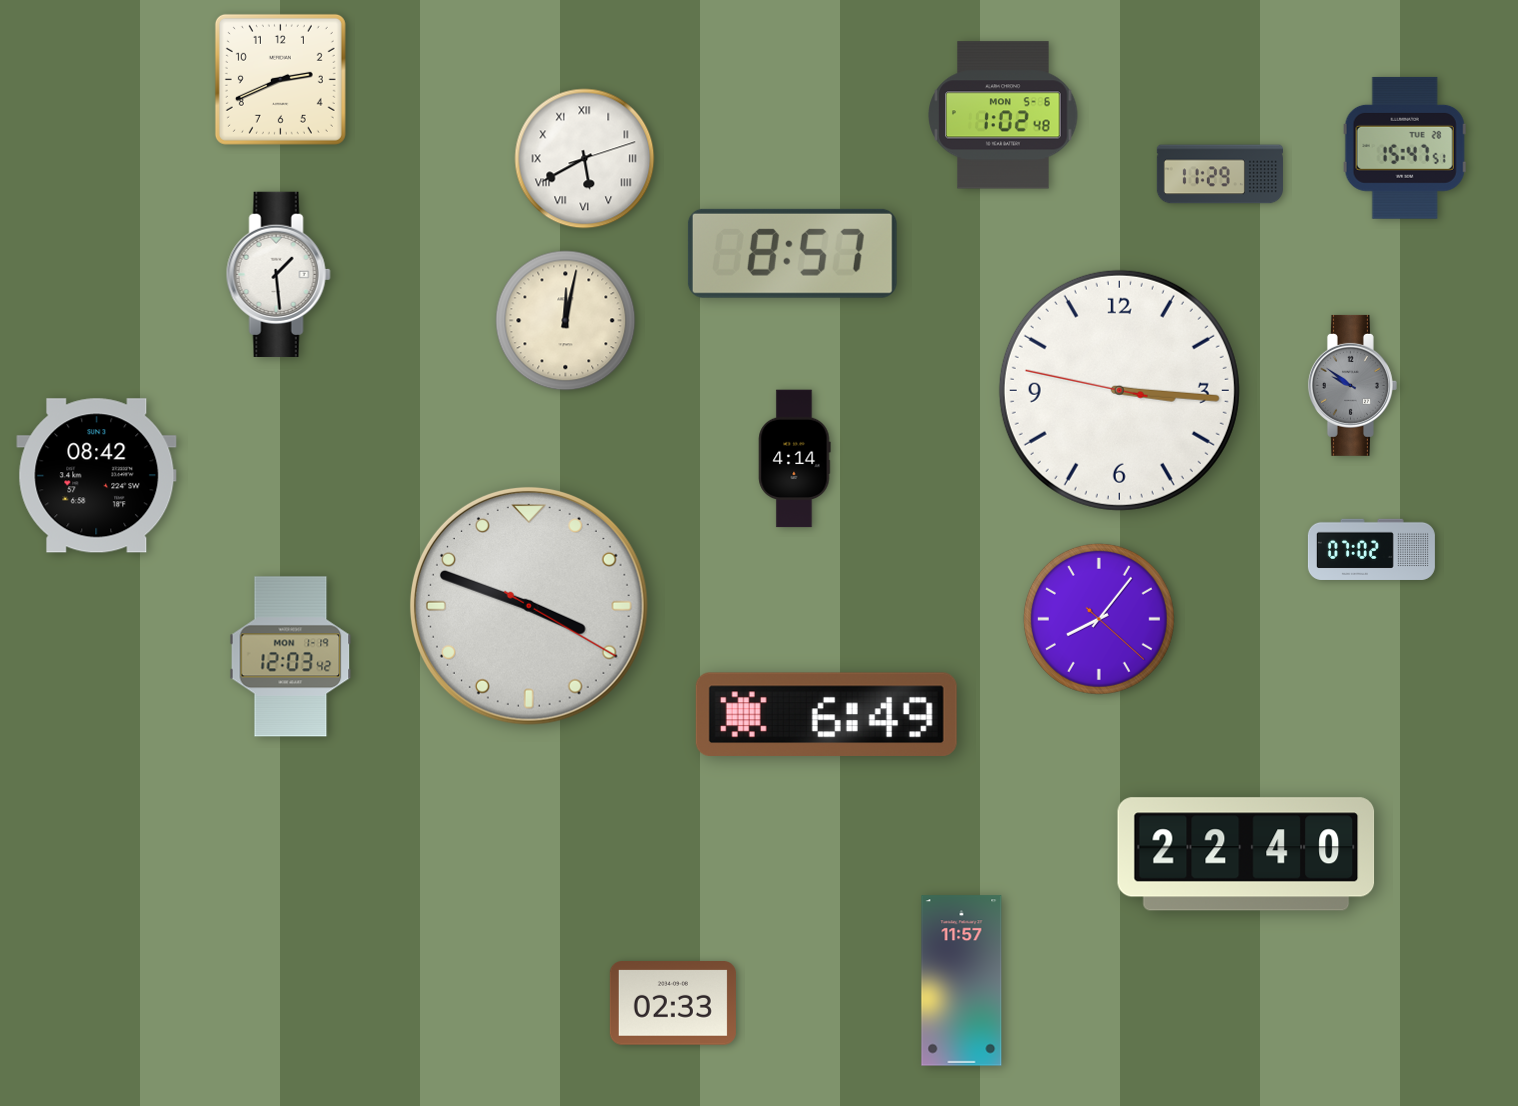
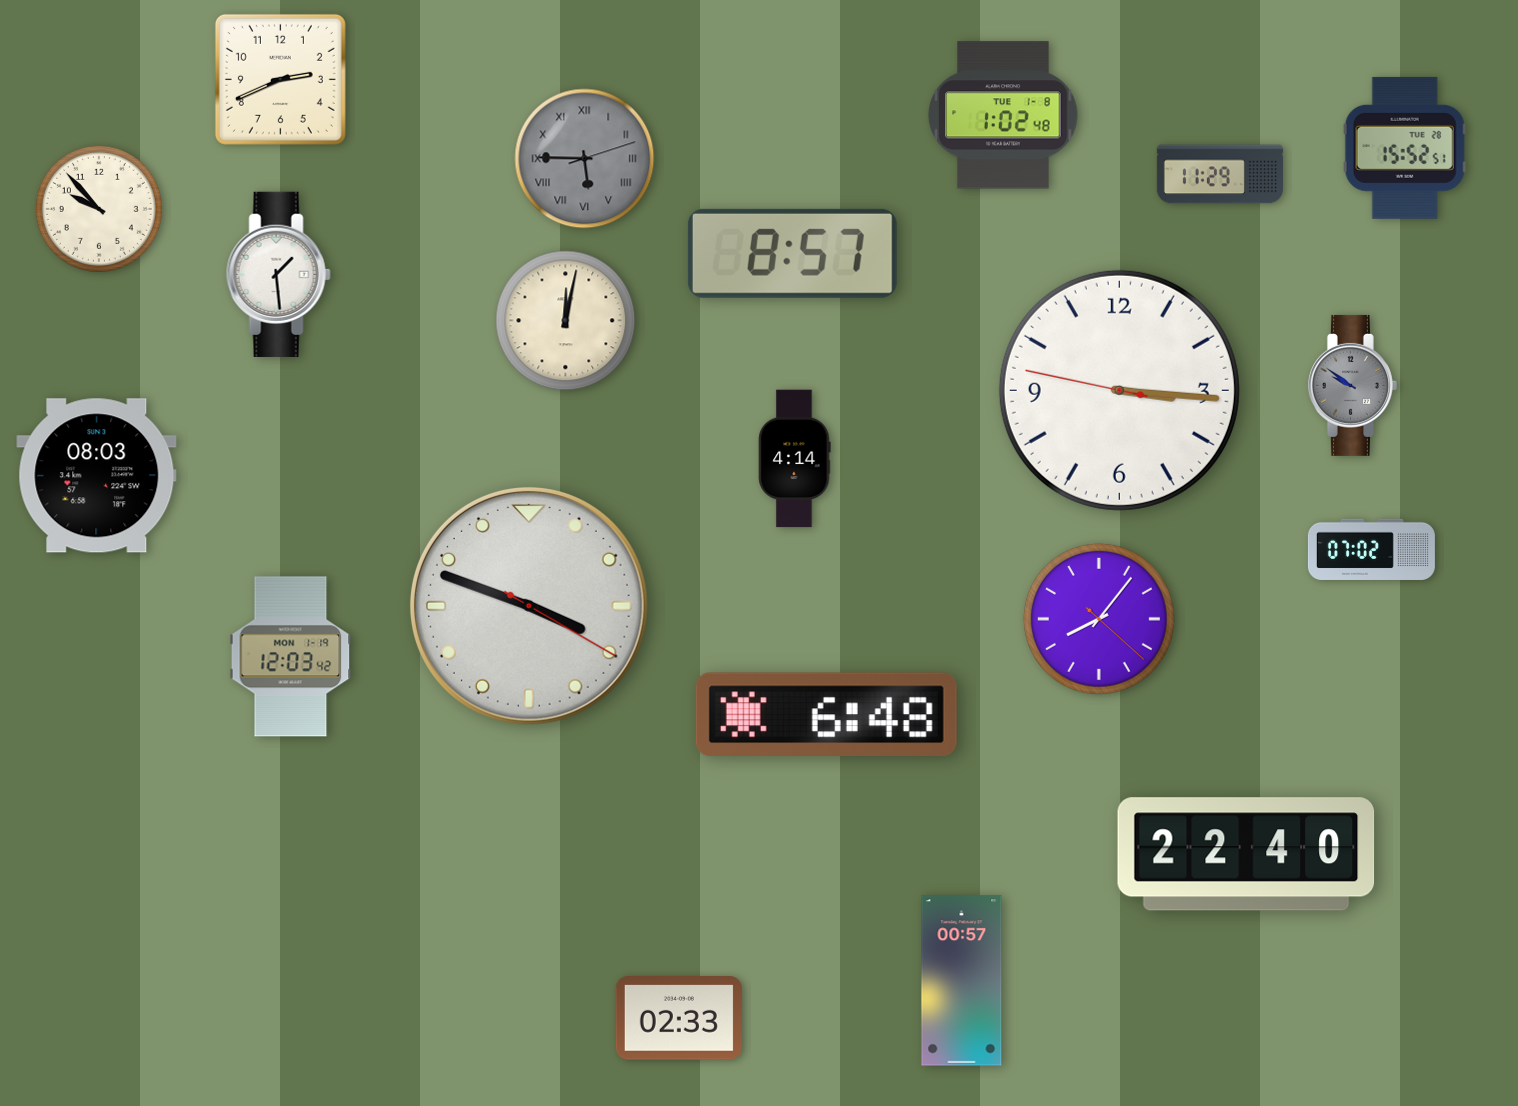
clock at (1003, 115) date: MON 5-6 -> TUE 1-8
clock at (1405, 148): 15:47 -> 15:52
clock at (585, 159): 5:40 -> 5:45
clock at (585, 159) dial: white -> grey
clock at (99, 209): none -> 9:53
clock at (97, 476): 08:42 -> 08:03
clock at (826, 714): 6:49 -> 6:48
clock at (962, 981): 11:57 -> 00:57
clock at (673, 1004) position: (673, 1004) -> (679, 1019)
